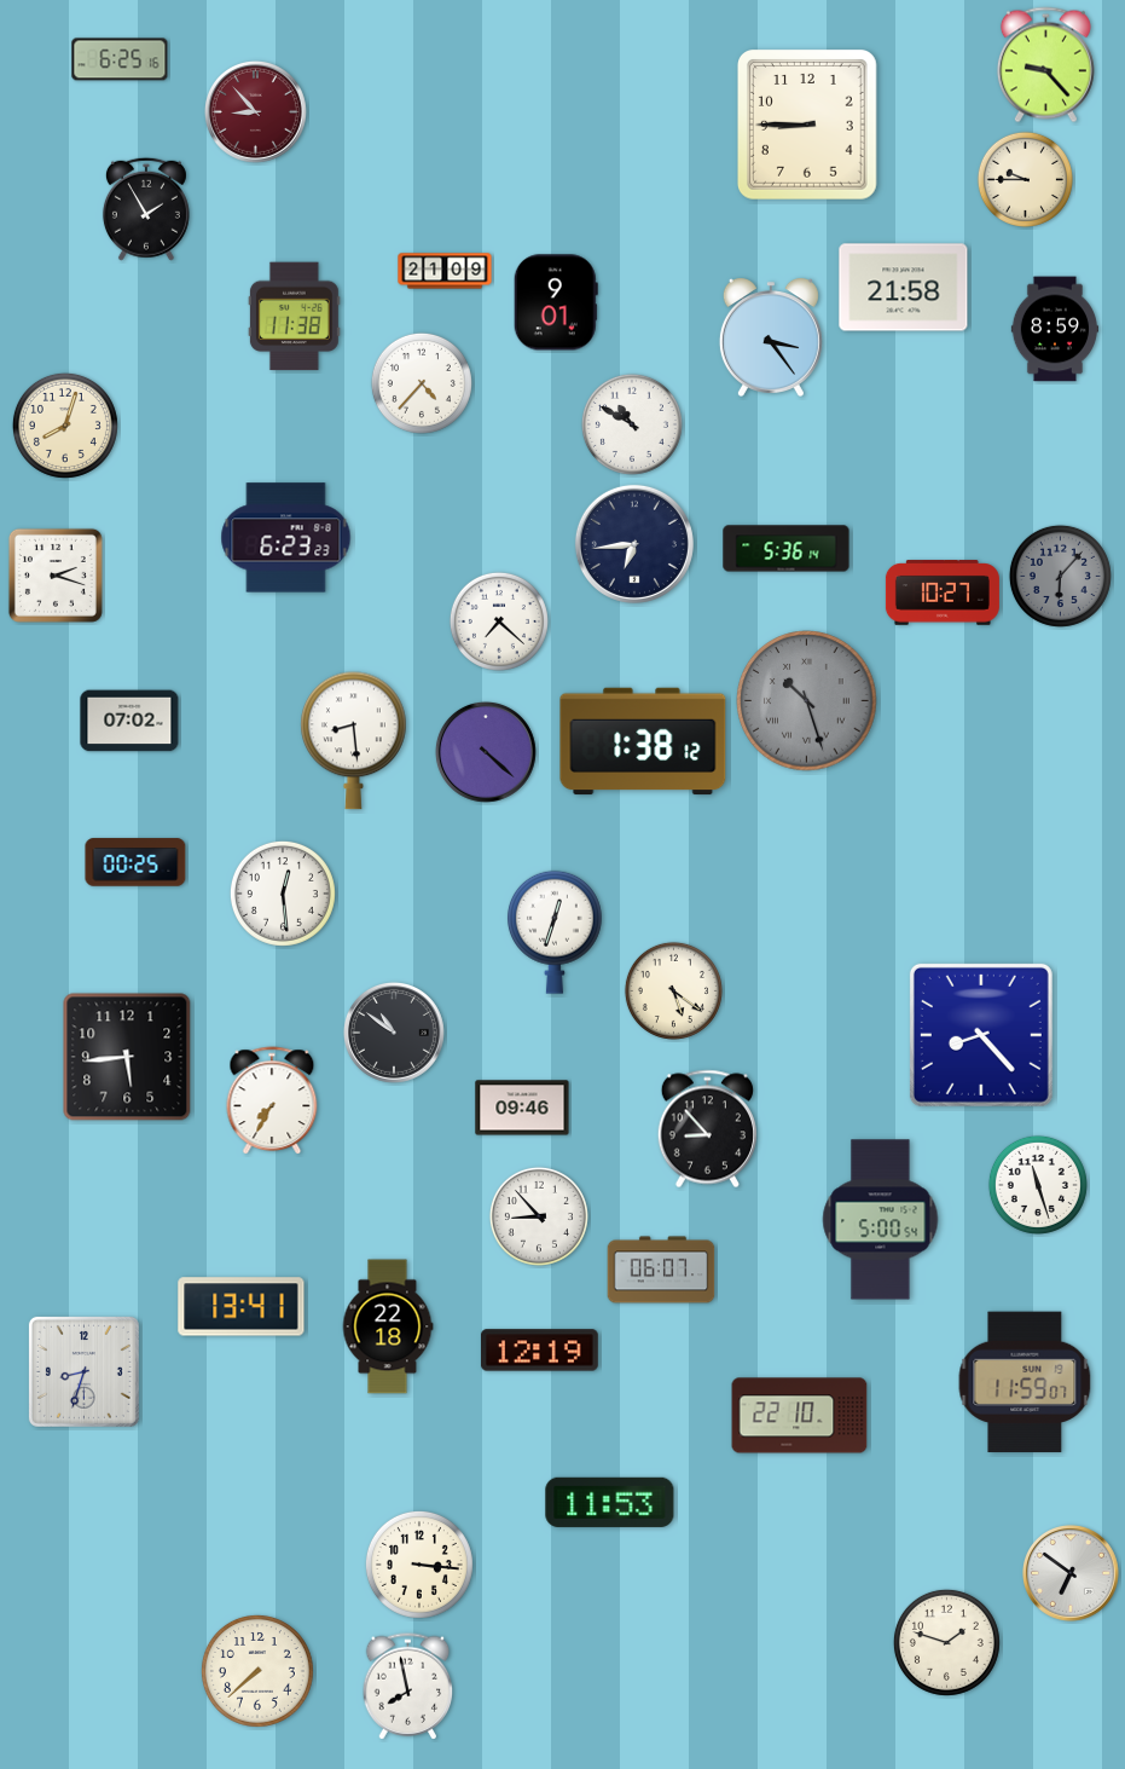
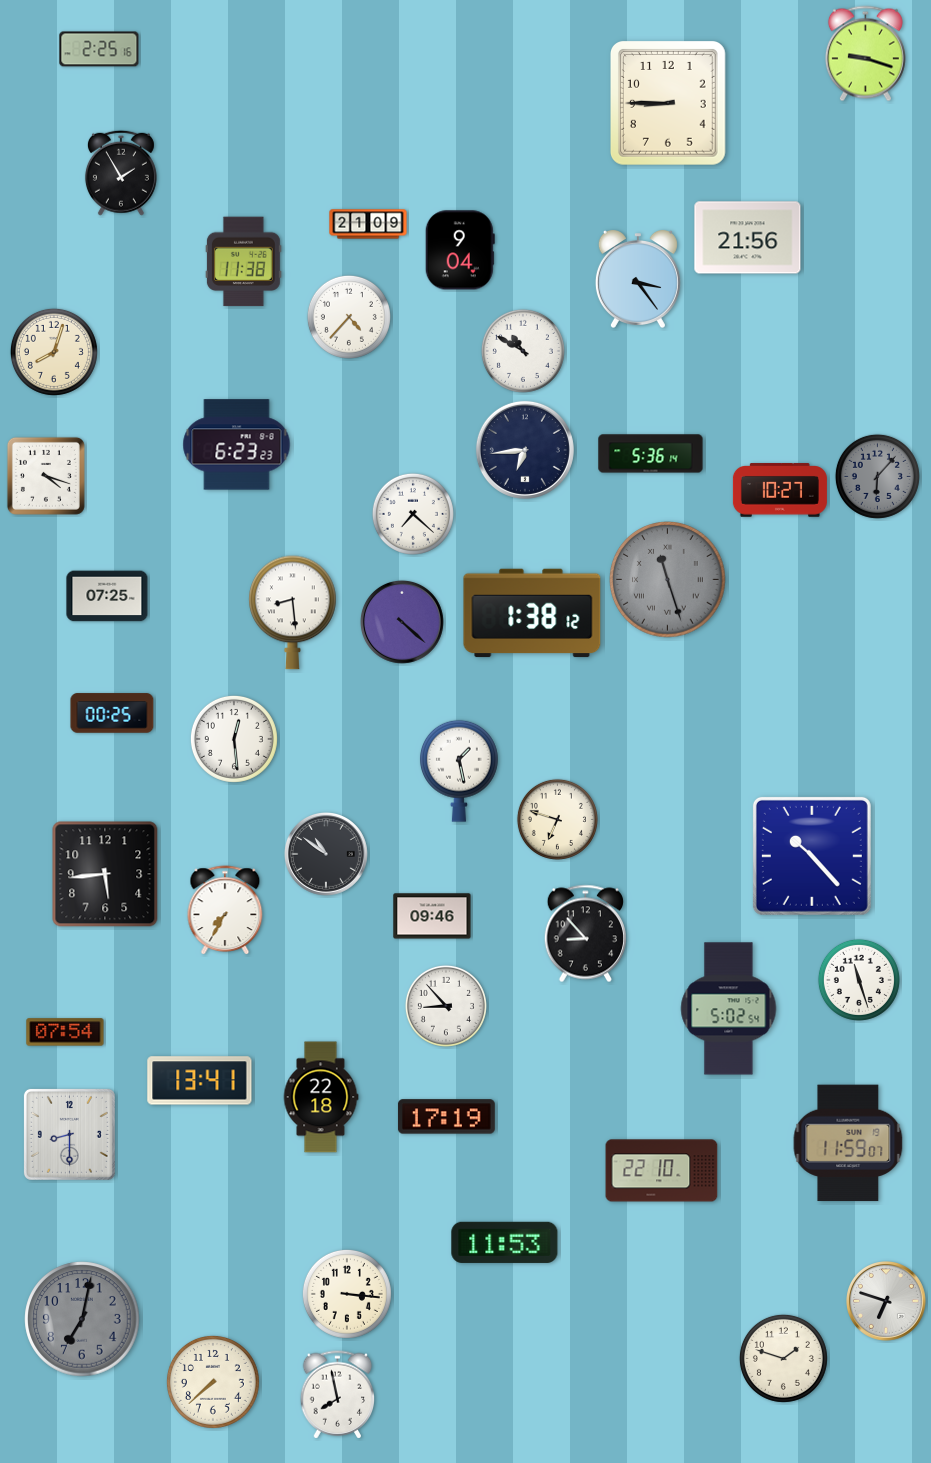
clock at (120, 59): 6:25 -> 2:25
clock at (1045, 65): 9:23 -> 9:18
clock at (255, 111): 8:53 -> none
clock at (1025, 179): 9:45 -> none
clock at (904, 288): 21:58 -> 21:56
clock at (556, 302): 9:01 -> 9:04
clock at (1054, 329): 8:59 -> none
clock at (56, 576): 2:18 -> 4:18
clock at (807, 701): 10:27 -> 11:27
clock at (129, 721): 07:02 -> 07:25
clock at (555, 932): 12:33 -> 1:28
clock at (673, 990): 5:21 -> 6:48
clock at (981, 1035): 8:23 -> 10:23
clock at (881, 1220): 5:00 -> 5:02
clock at (65, 1032): none -> 07:54
clock at (661, 1270): 06:07 -> none
clock at (540, 1351): 12:19 -> 17:19
clock at (83, 1371): 8:33 -> 8:30
clock at (1072, 1574): 6:51 -> 6:48
clock at (82, 1319): none -> 7:02
